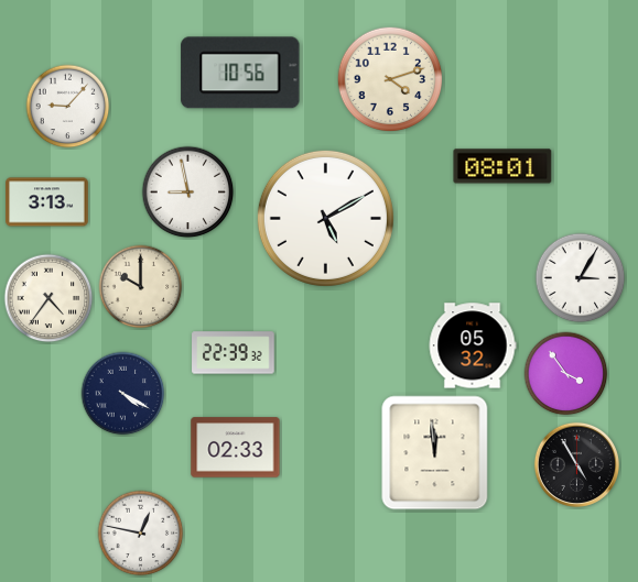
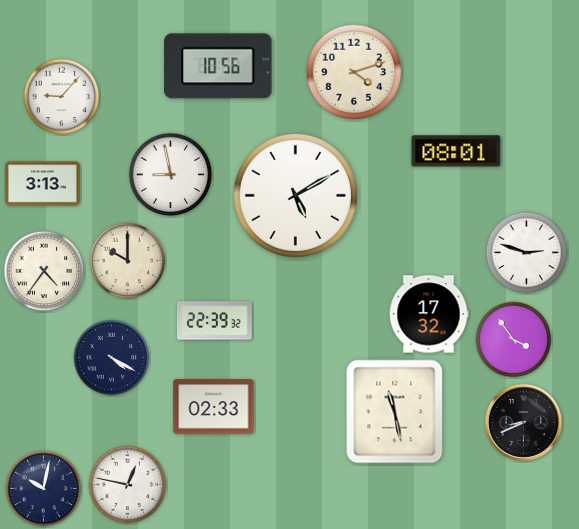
clock at (325, 218) position: (325, 218) -> (295, 195)
clock at (581, 278): 3:05 -> 2:48
clock at (473, 345): 05:32 -> 17:32
clock at (234, 353) position: (234, 353) -> (215, 321)
clock at (435, 453): 11:59 -> 11:28
clock at (576, 464): 4:55 -> 8:41
clock at (44, 489): none -> 10:02
